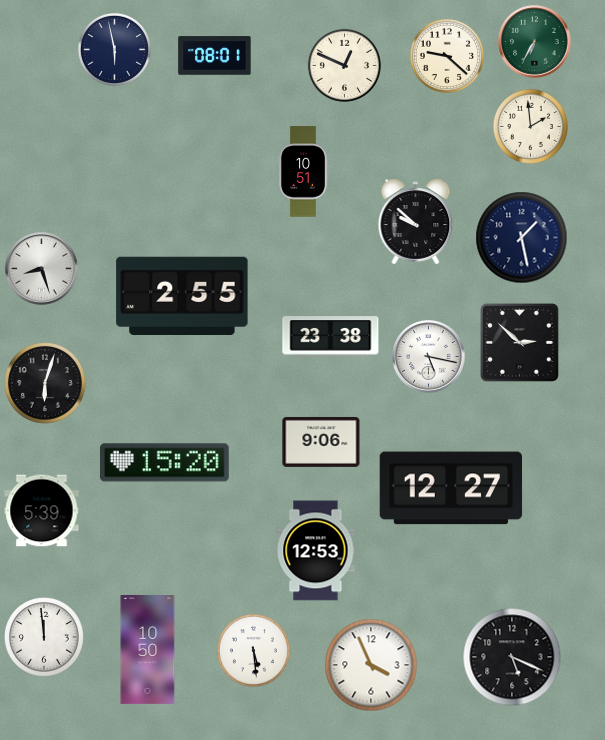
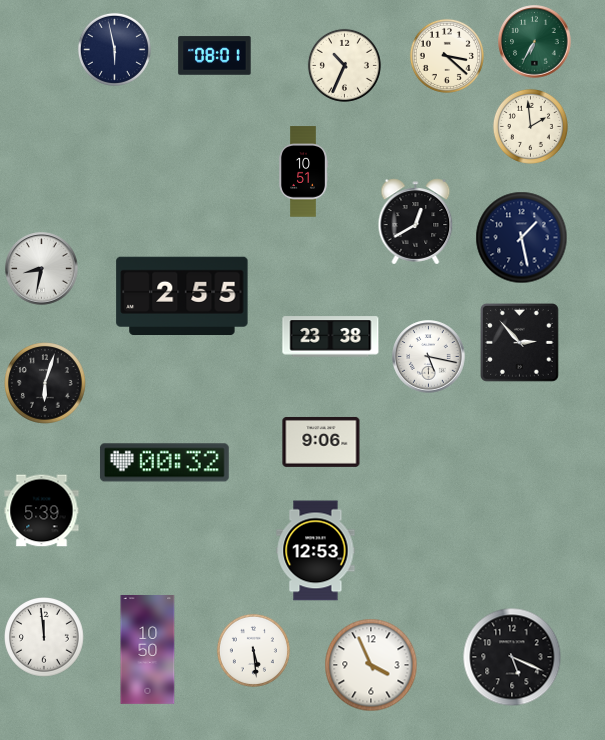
clock at (447, 56): 9:22 -> 3:22
clock at (344, 65): 12:49 -> 10:34
clock at (416, 222): 9:52 -> 12:40
clock at (42, 269): 8:27 -> 8:32
clock at (520, 343): 2:52 -> 2:53
clock at (164, 463): 15:20 -> 00:32
clock at (451, 488): 12:27 -> none
